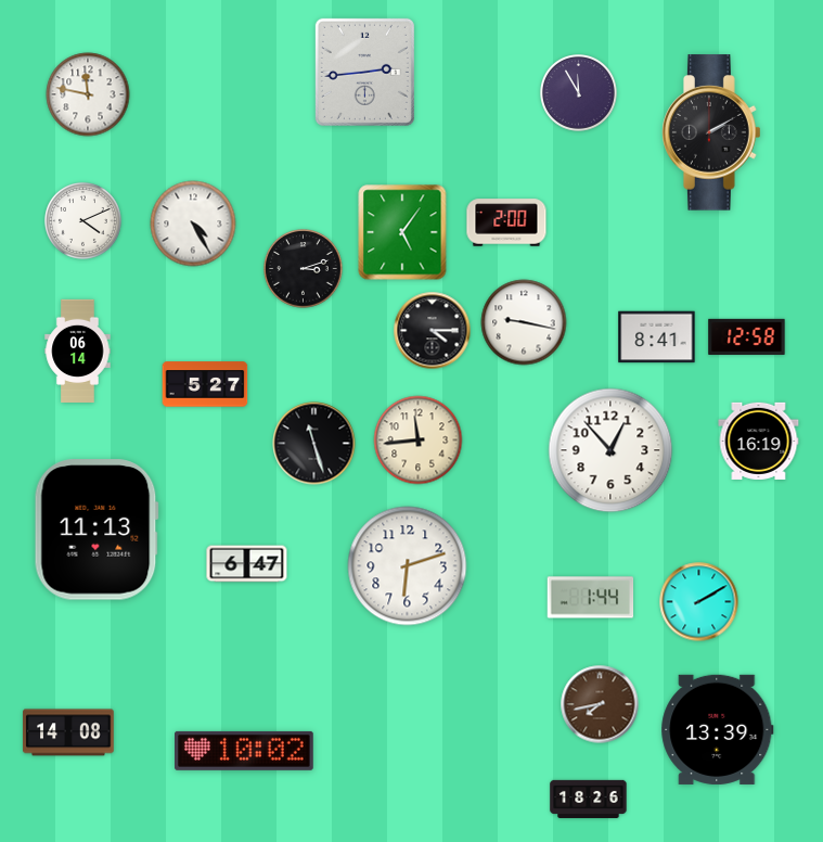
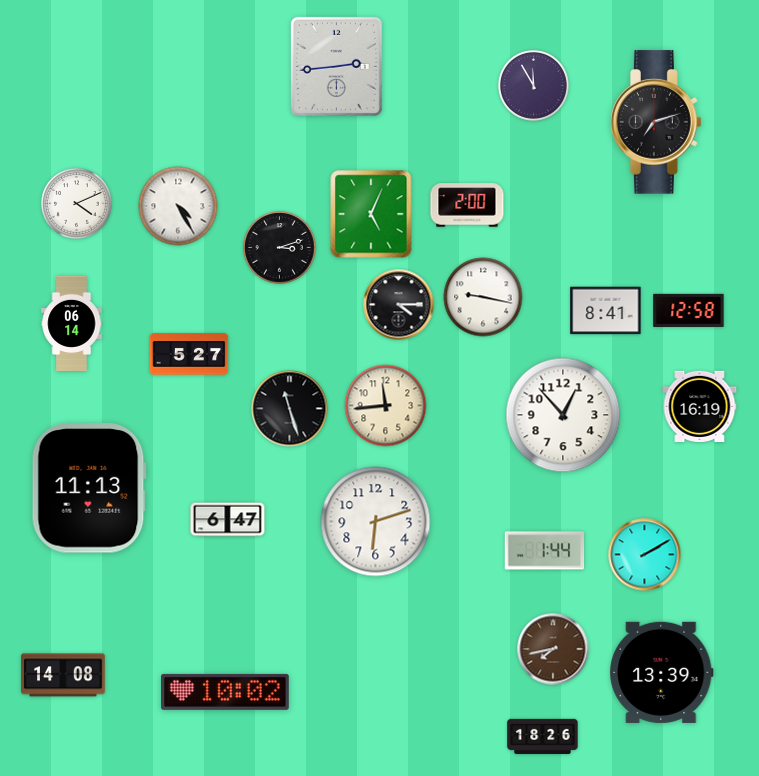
clock at (88, 94): 11:47 -> none
clock at (712, 132): 2:10 -> 7:12
clock at (402, 232): 5:06 -> 5:04
